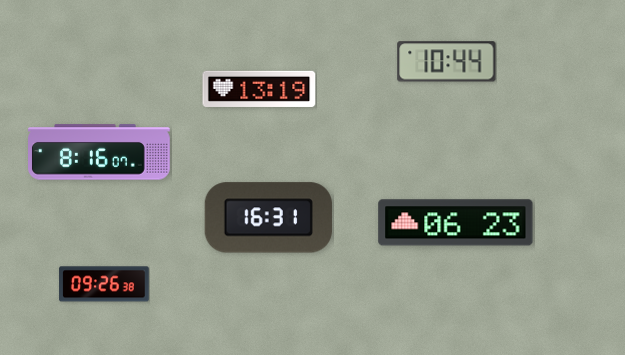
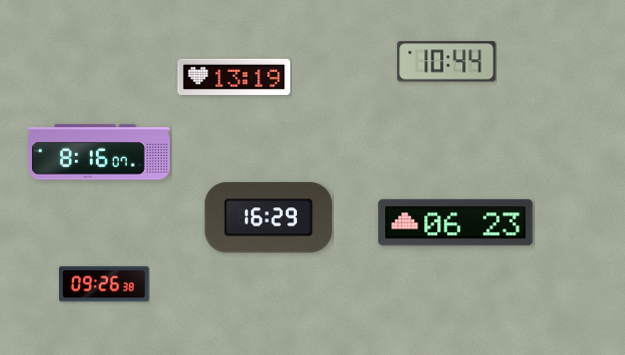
clock at (259, 89) position: (259, 89) -> (234, 77)
clock at (268, 218): 16:31 -> 16:29
